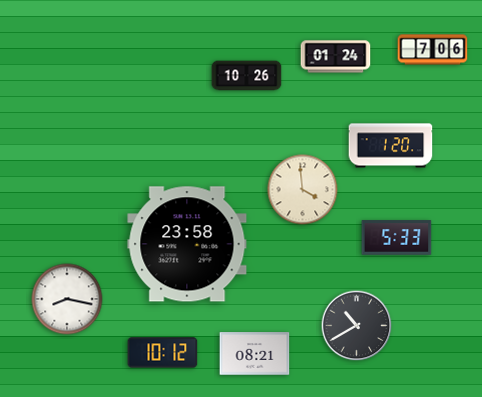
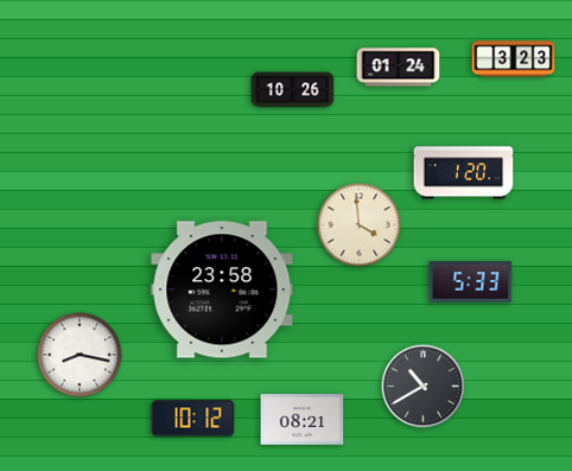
clock at (433, 50): 7:06 -> 3:23
